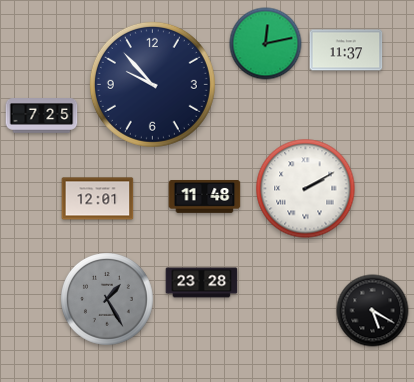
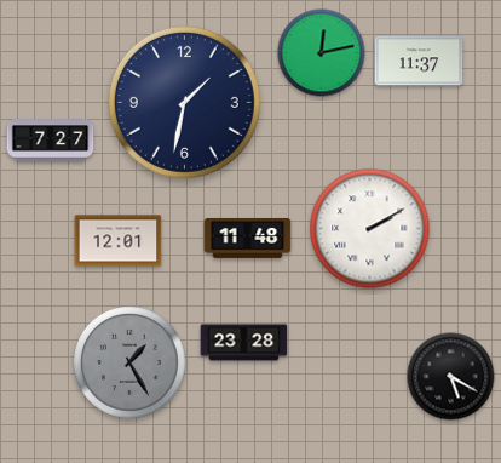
clock at (152, 84): 9:53 -> 1:32
clock at (42, 116): 7:25 -> 7:27
